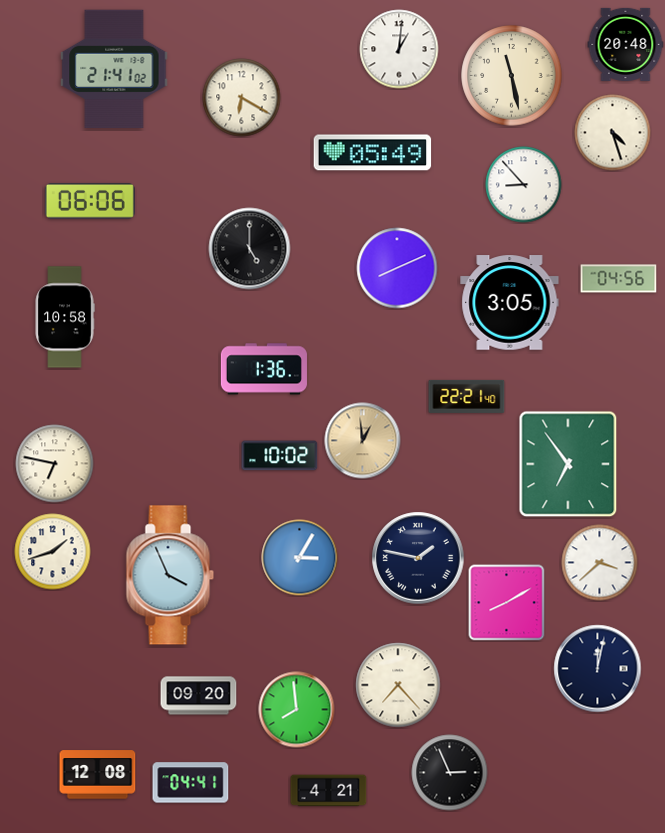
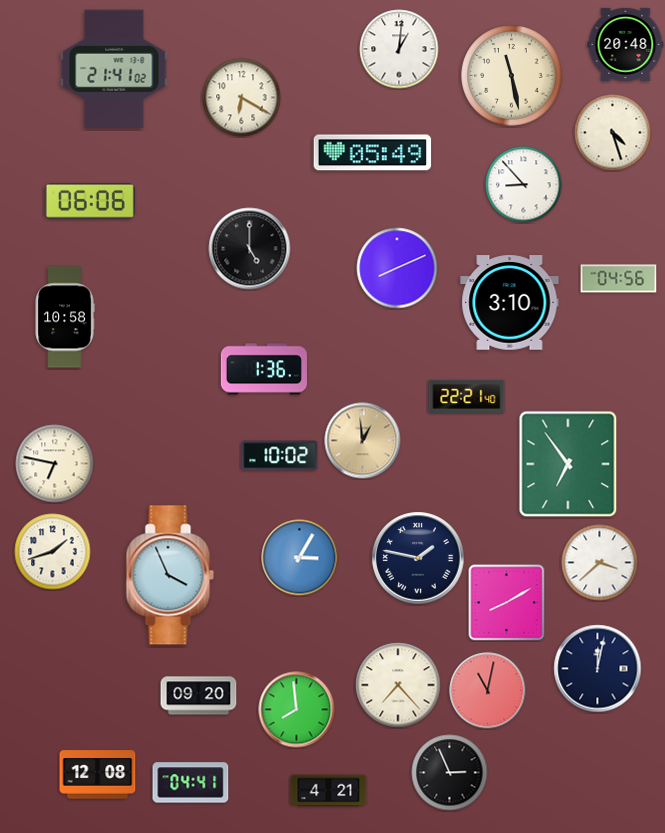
clock at (510, 303): 3:05 -> 3:10
clock at (488, 691): none -> 11:02
